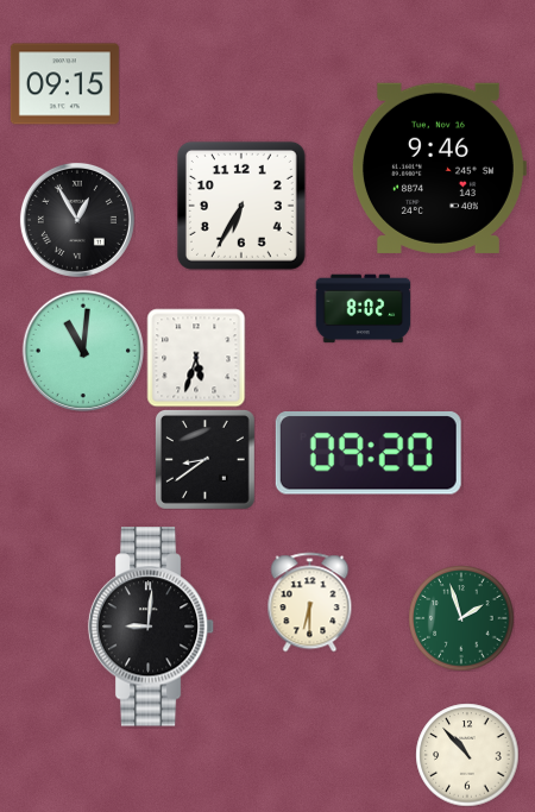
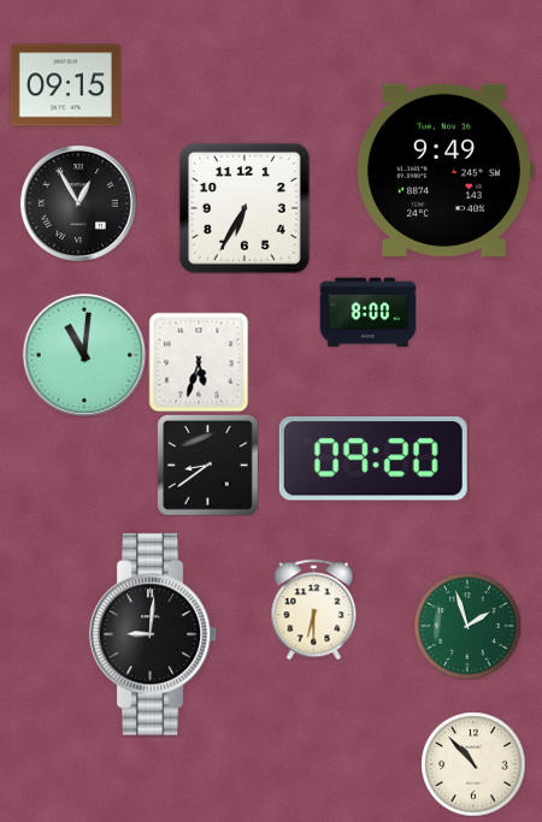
clock at (439, 168): 9:46 -> 9:49
clock at (77, 220) position: (77, 220) -> (78, 203)
clock at (363, 309): 8:02 -> 8:00
